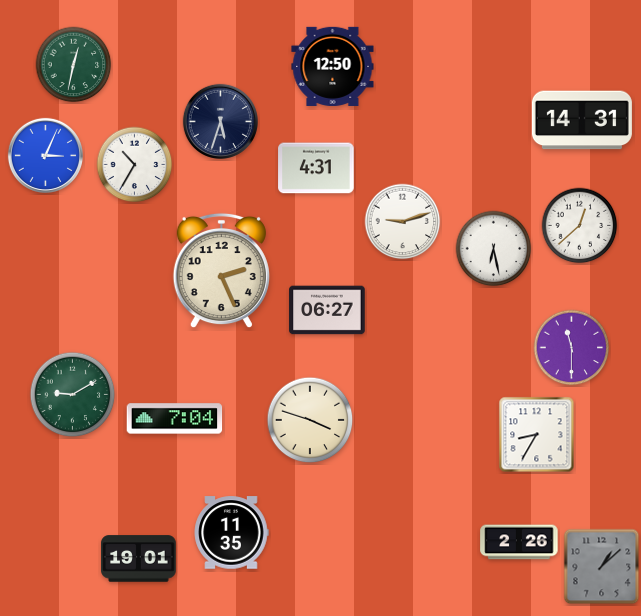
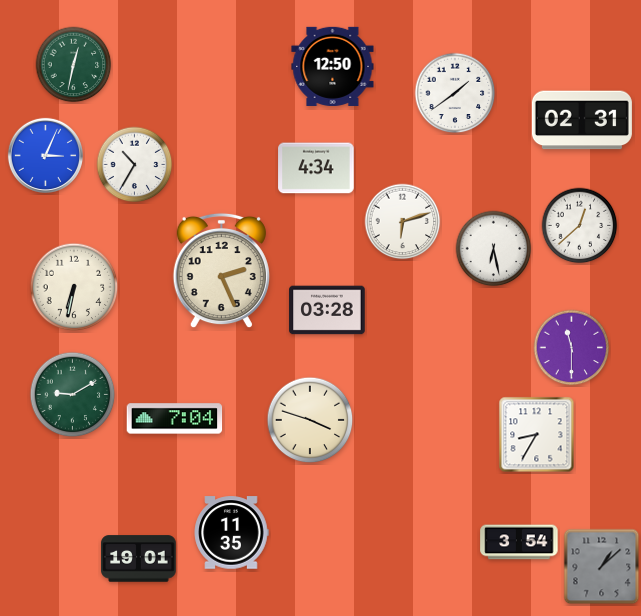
clock at (455, 93): none -> 1:39
clock at (582, 120): 14:31 -> 02:31
clock at (220, 121): 5:33 -> none
clock at (316, 168): 4:31 -> 4:34
clock at (403, 222): 9:12 -> 6:12
clock at (74, 287): none -> 6:32
clock at (327, 310): 06:27 -> 03:28
clock at (519, 542): 2:26 -> 3:54
